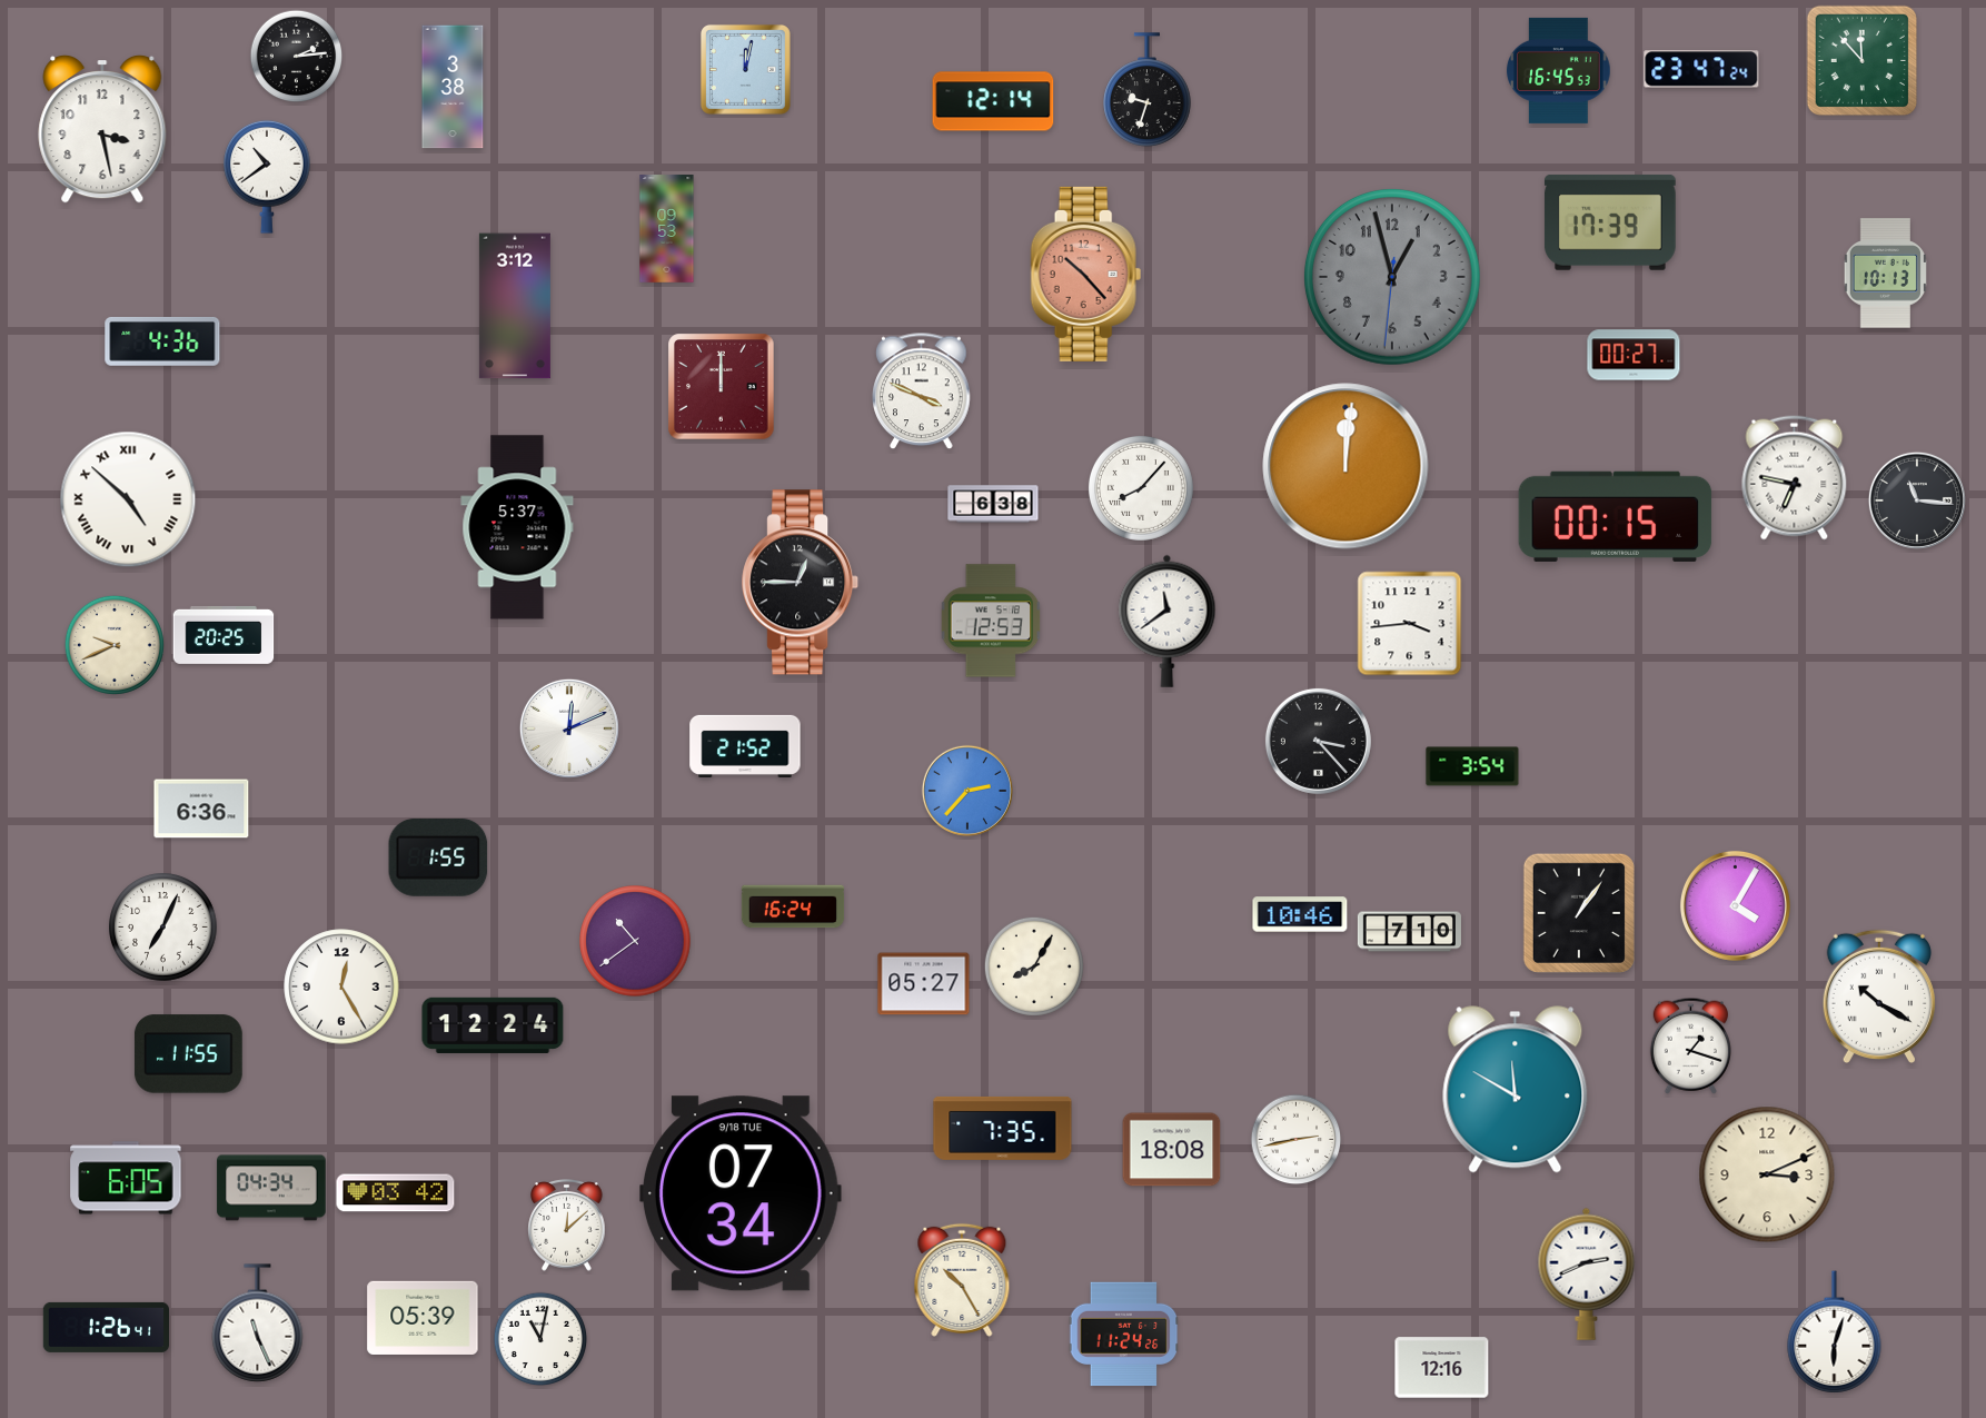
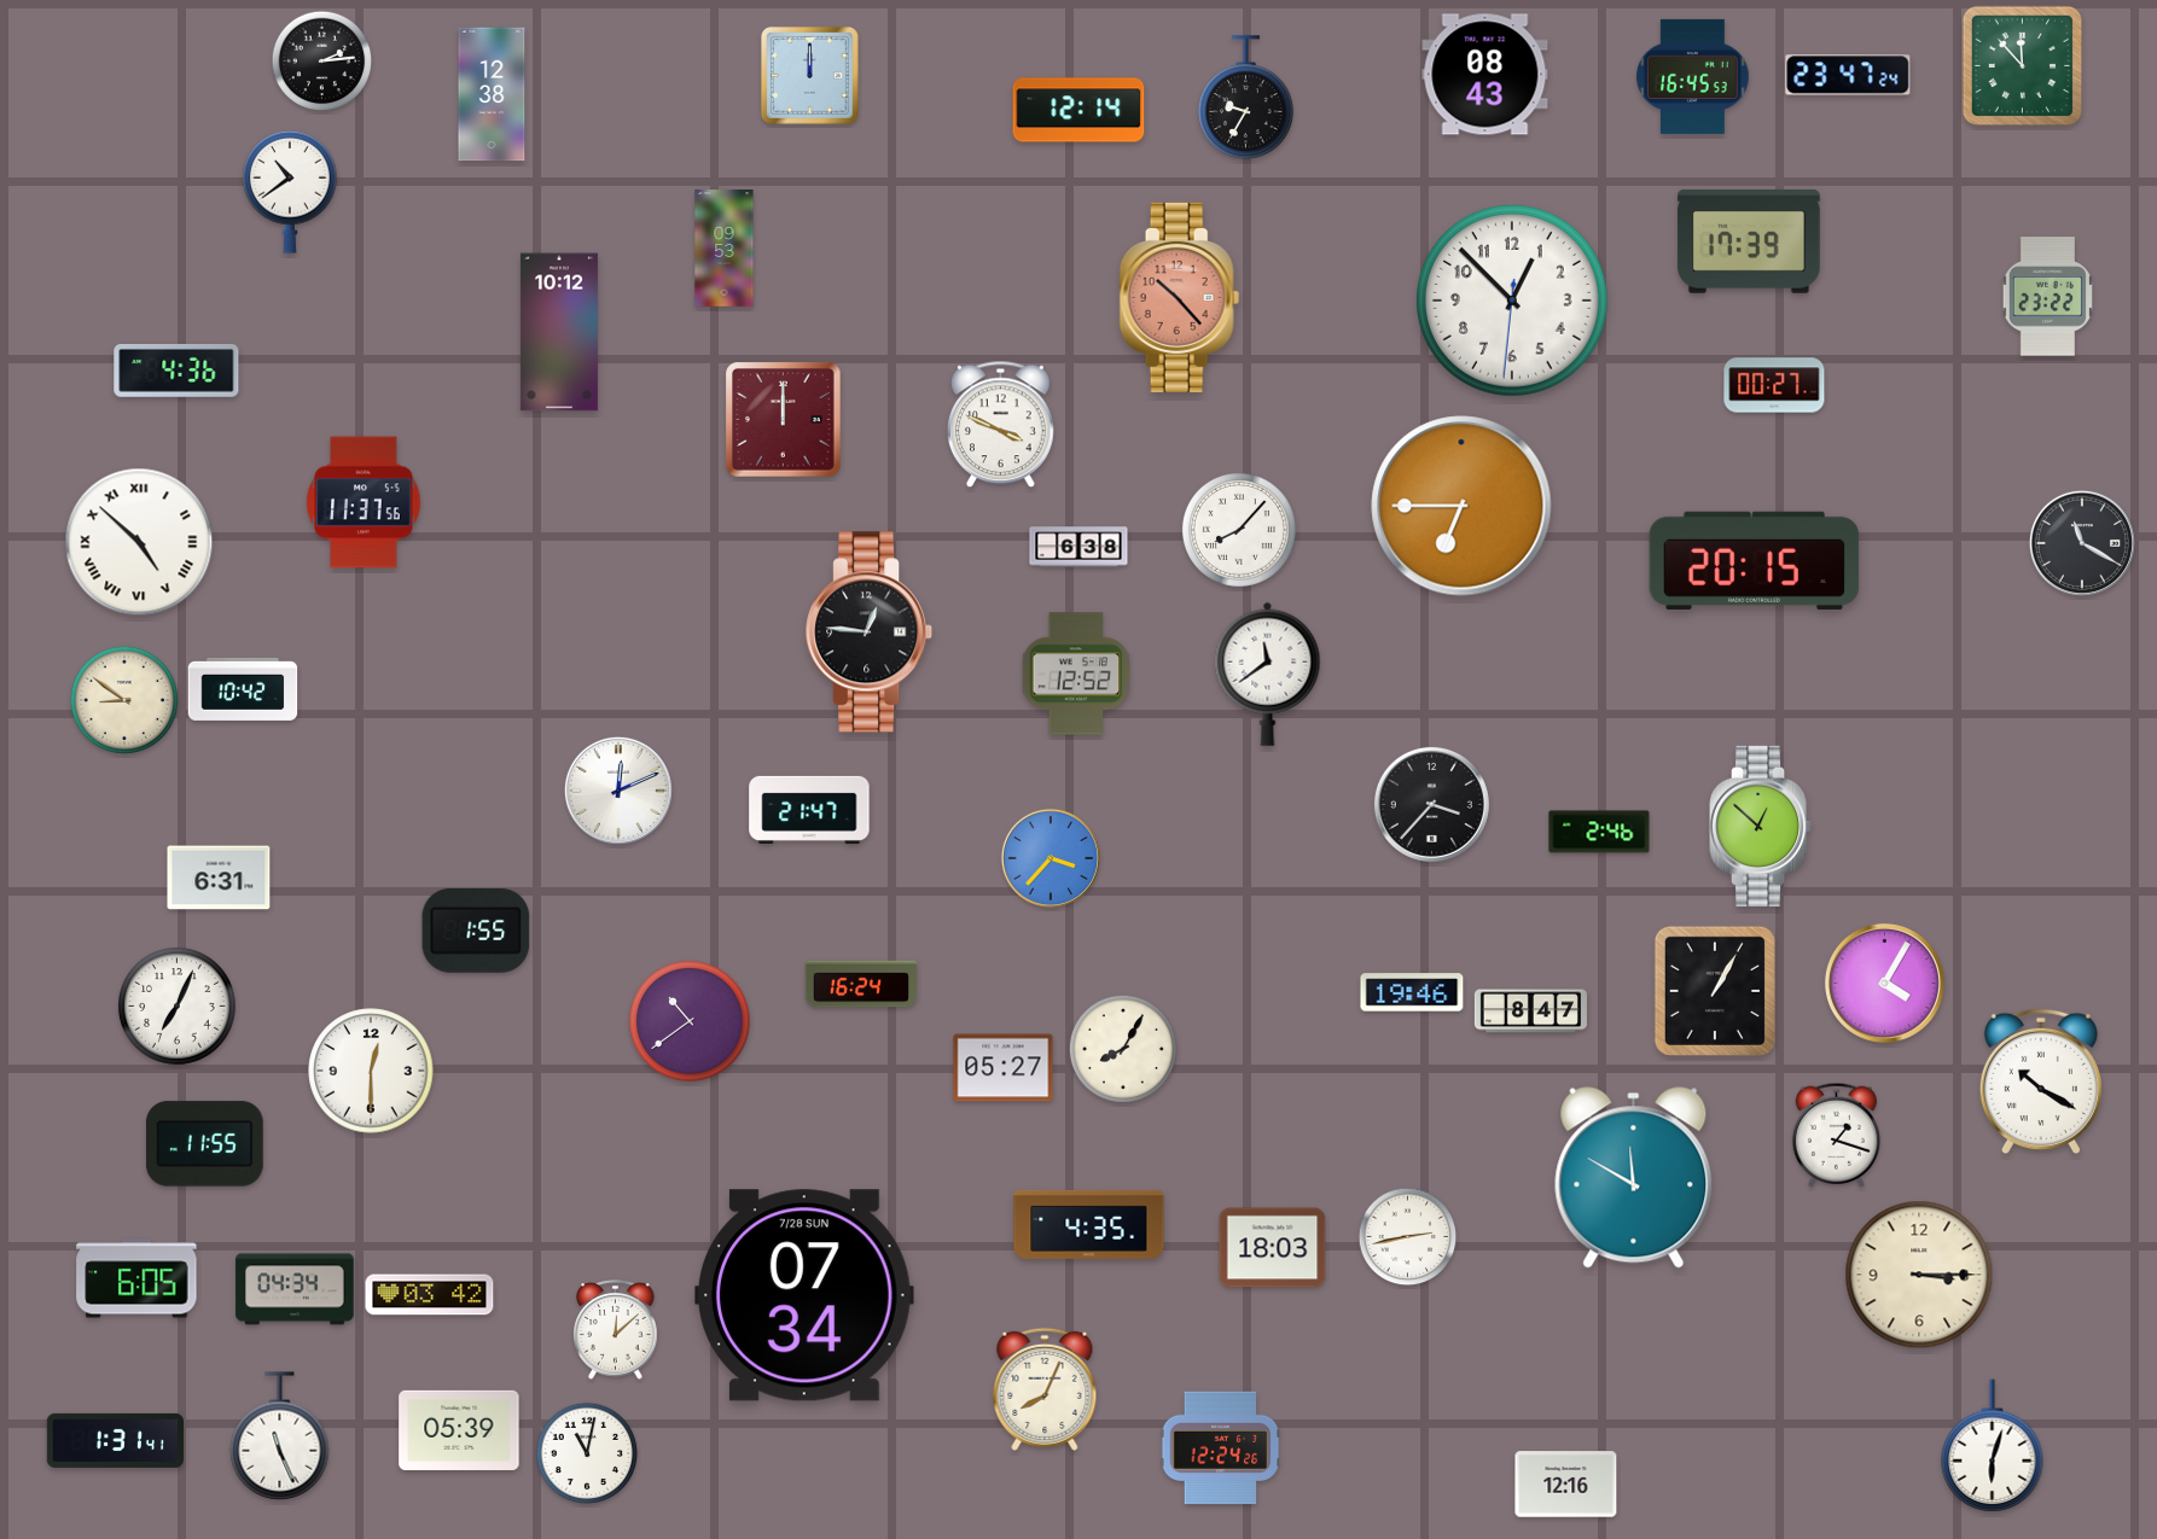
clock at (745, 69): 12:02 -> 12:00
clock at (1486, 75): none -> 08:43
clock at (453, 87): 3:38 -> 12:38
clock at (1148, 90): 9:33 -> 9:35
clock at (102, 129): 3:28 -> none
clock at (1885, 274): 10:13 -> 23:22
clock at (1392, 277): 12:57 -> 12:52
clock at (1392, 277) dial: grey -> white
clock at (515, 306): 3:12 -> 10:12
clock at (364, 502): none -> 11:37
clock at (1345, 466): 12:01 -> 6:45
clock at (1795, 478): 6:47 -> none
clock at (1917, 500): 11:16 -> 11:20
clock at (1616, 516): 00:15 -> 20:15
clock at (517, 527): 5:37 -> none
clock at (801, 583): 12:45 -> 12:46
clock at (991, 621): 12:53 -> 12:52
clock at (1410, 624): 3:44 -> none
clock at (224, 635): 20:25 -> 10:42
clock at (115, 645): 9:41 -> 8:51
clock at (1318, 741): 3:23 -> 3:37
clock at (745, 746): 21:52 -> 21:47
clock at (1761, 826): none -> 12:52
clock at (1472, 766): 3:54 -> 2:46
clock at (967, 791): 2:37 -> 3:37
clock at (201, 809): 6:36 -> 6:31
clock at (1579, 913): 1:06 -> 1:05
clock at (1300, 914): 10:46 -> 19:46
clock at (1409, 932): 7:10 -> 8:47
clock at (341, 986): 12:25 -> 12:30
clock at (493, 1024): 12:24 -> none
clock at (1516, 1090) position: (1516, 1090) -> (1634, 1178)
clock at (1003, 1128): 7:35 -> 4:35
clock at (1172, 1150): 18:08 -> 18:03
clock at (1767, 1174): 3:11 -> 3:15
clock at (741, 1193) date: 9/18 TUE -> 7/28 SUN
clock at (1587, 1273): 2:41 -> none
clock at (962, 1280): 10:25 -> 8:04
clock at (106, 1327): 1:26 -> 1:31
clock at (1124, 1335): 11:24 -> 12:24
